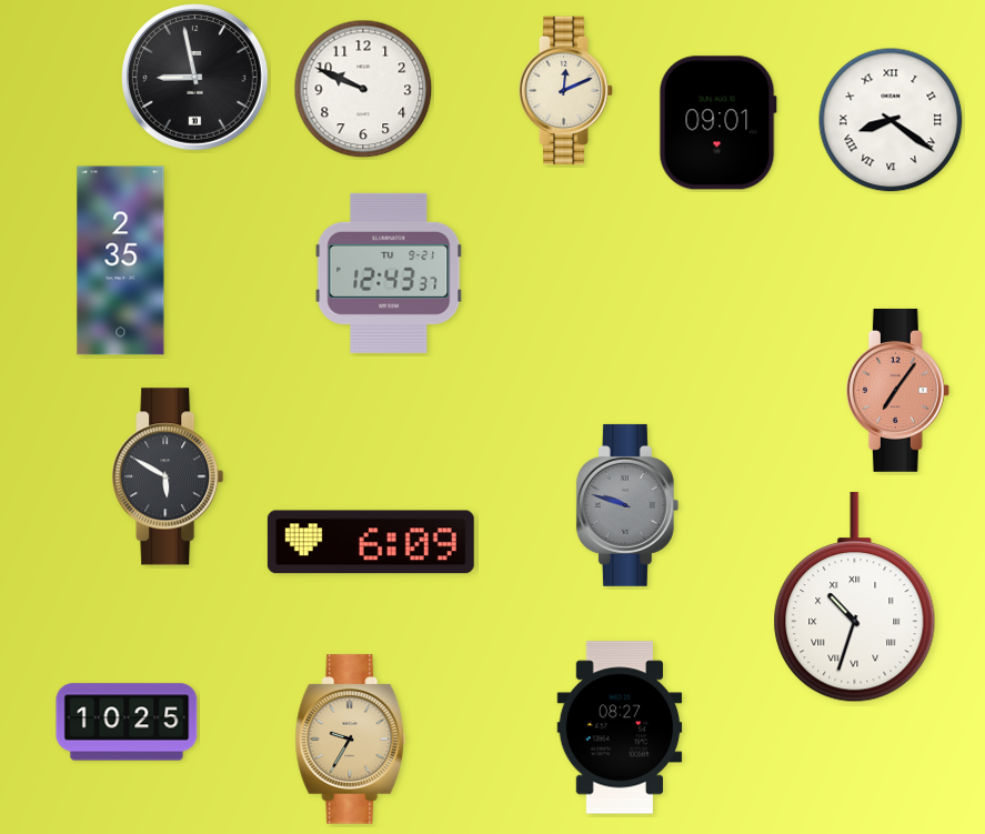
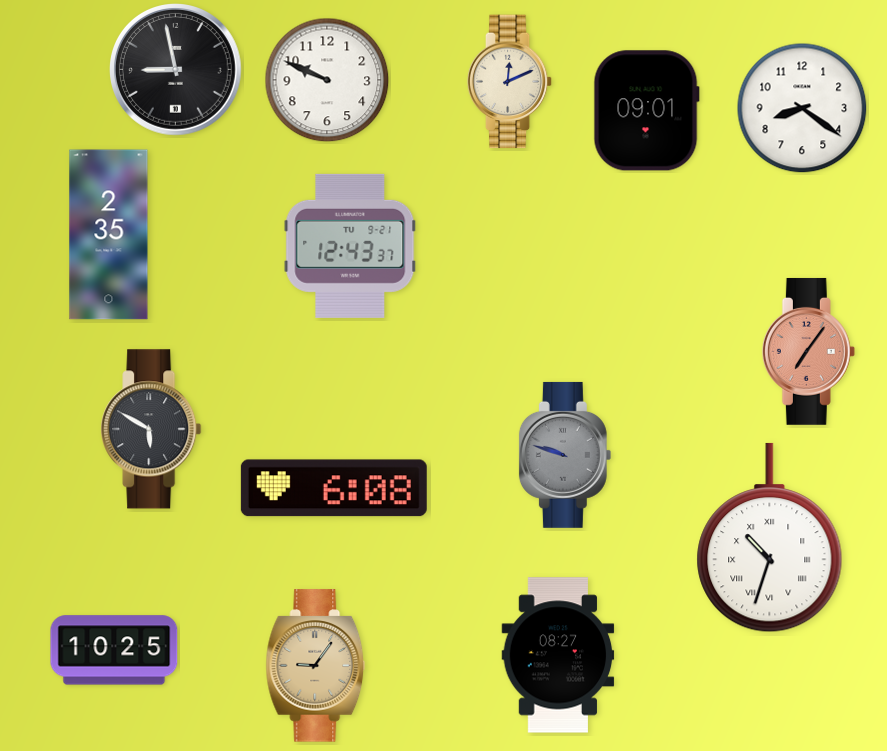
clock at (891, 120) numerals: Roman -> Arabic
clock at (371, 542): 6:09 -> 6:08
clock at (351, 740): 9:35 -> 9:06
